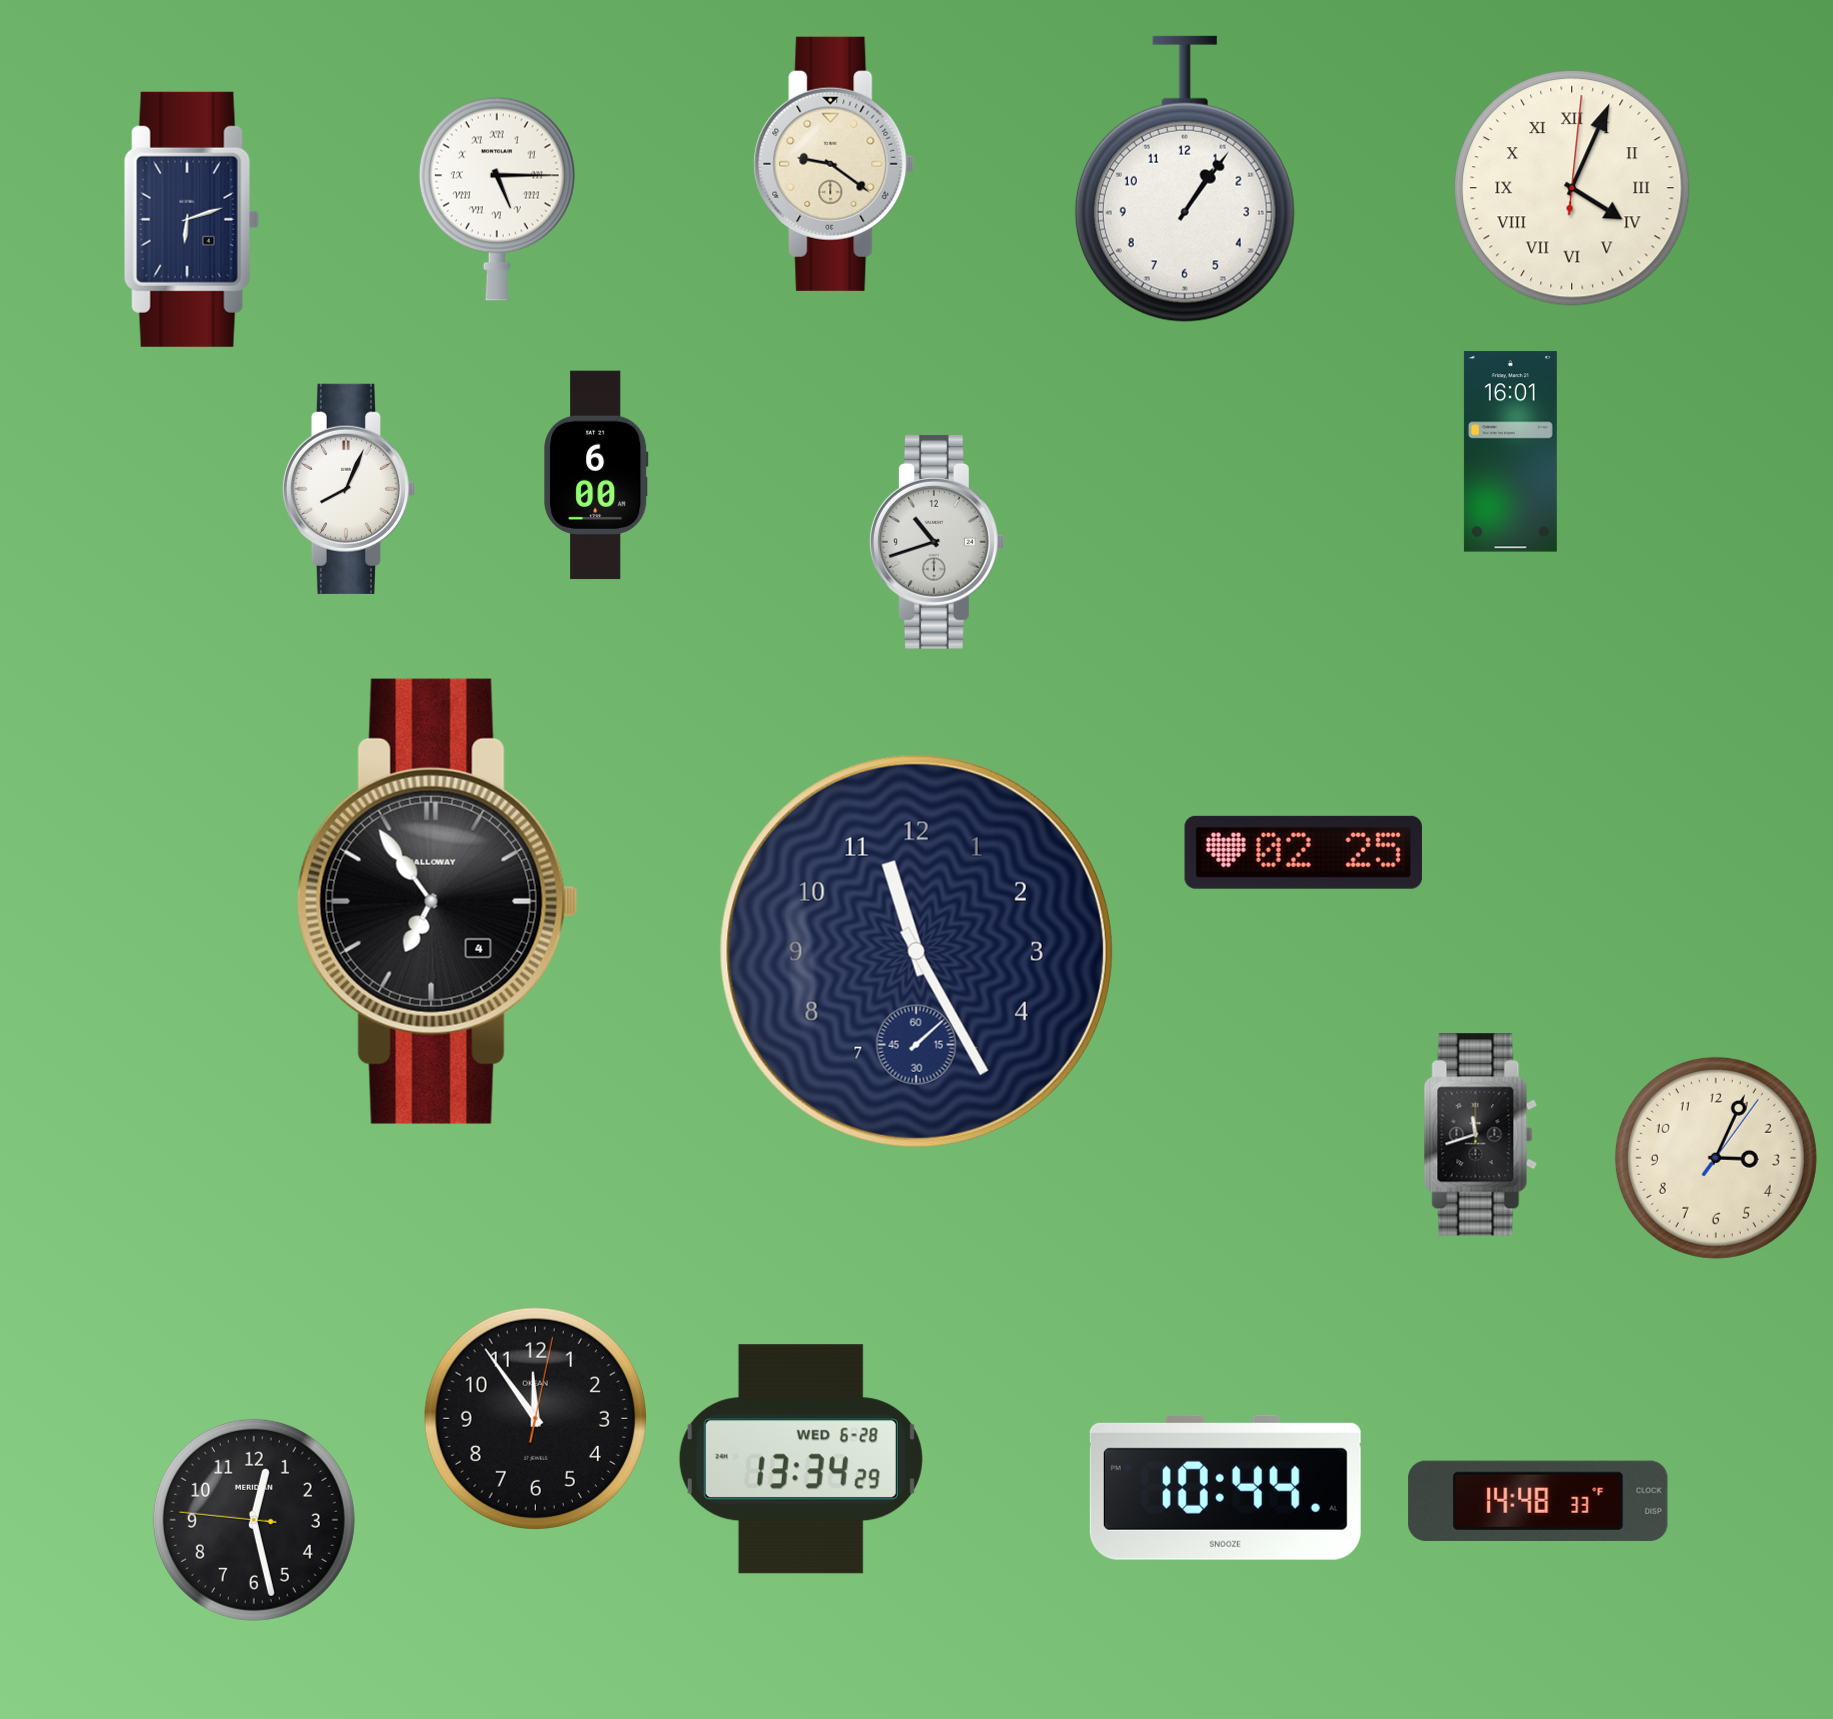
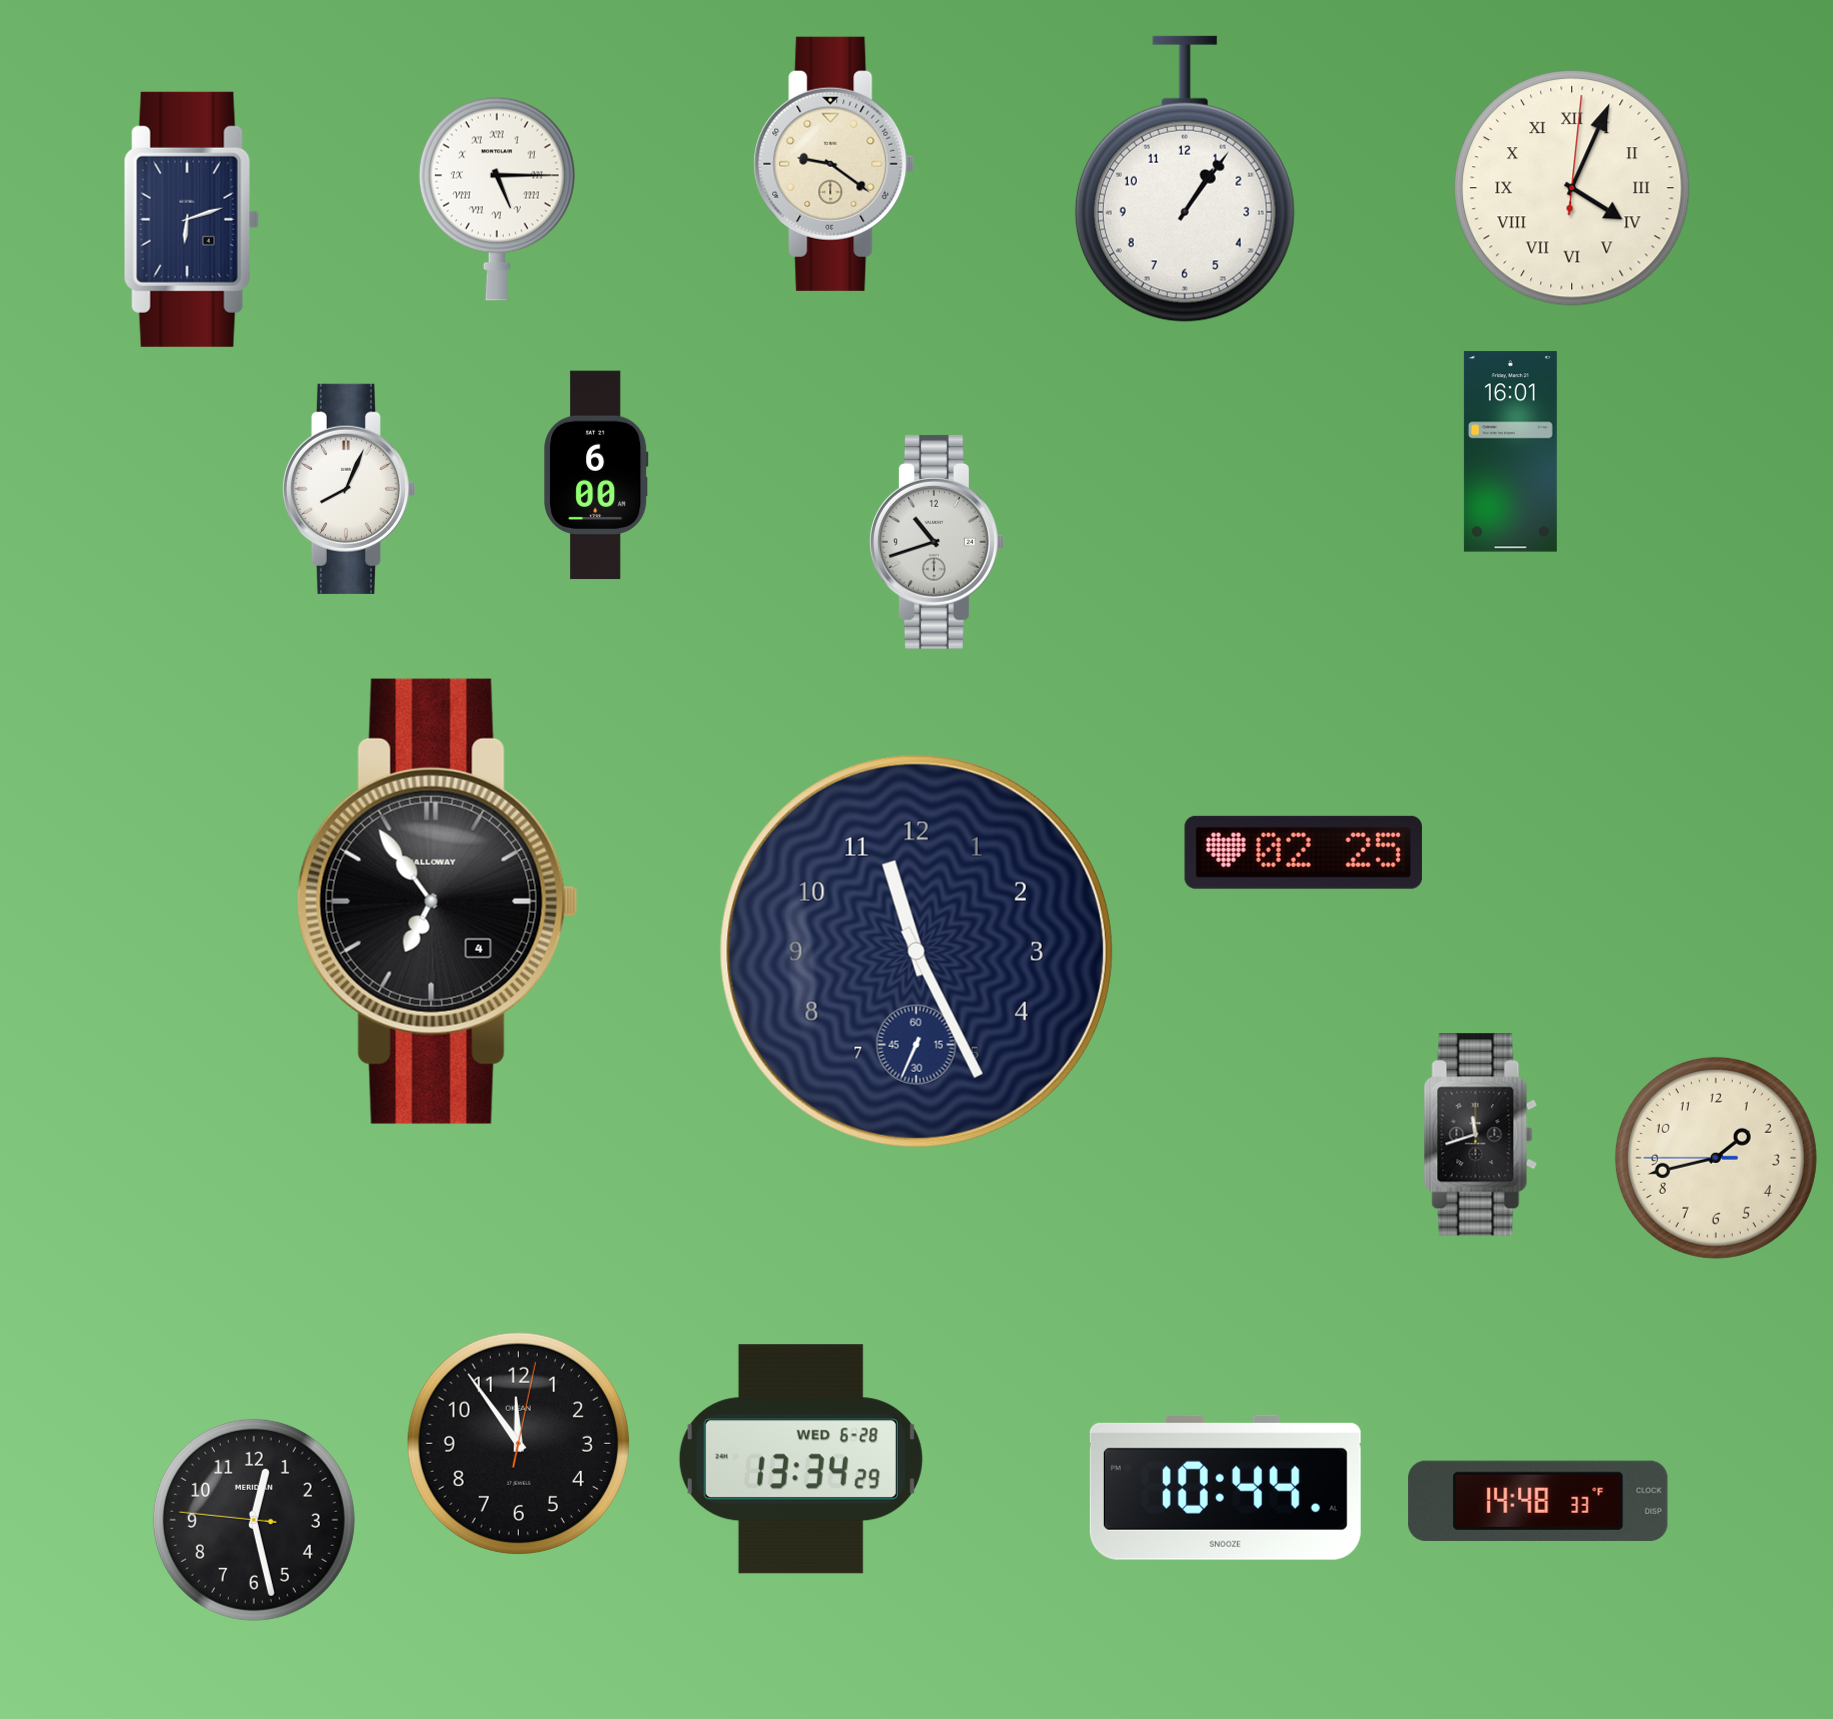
clock at (916, 951): 11:25:08 -> 11:25:34
clock at (1716, 1158): 3:04 -> 1:42
clock at (535, 1418) position: (535, 1418) -> (518, 1443)
